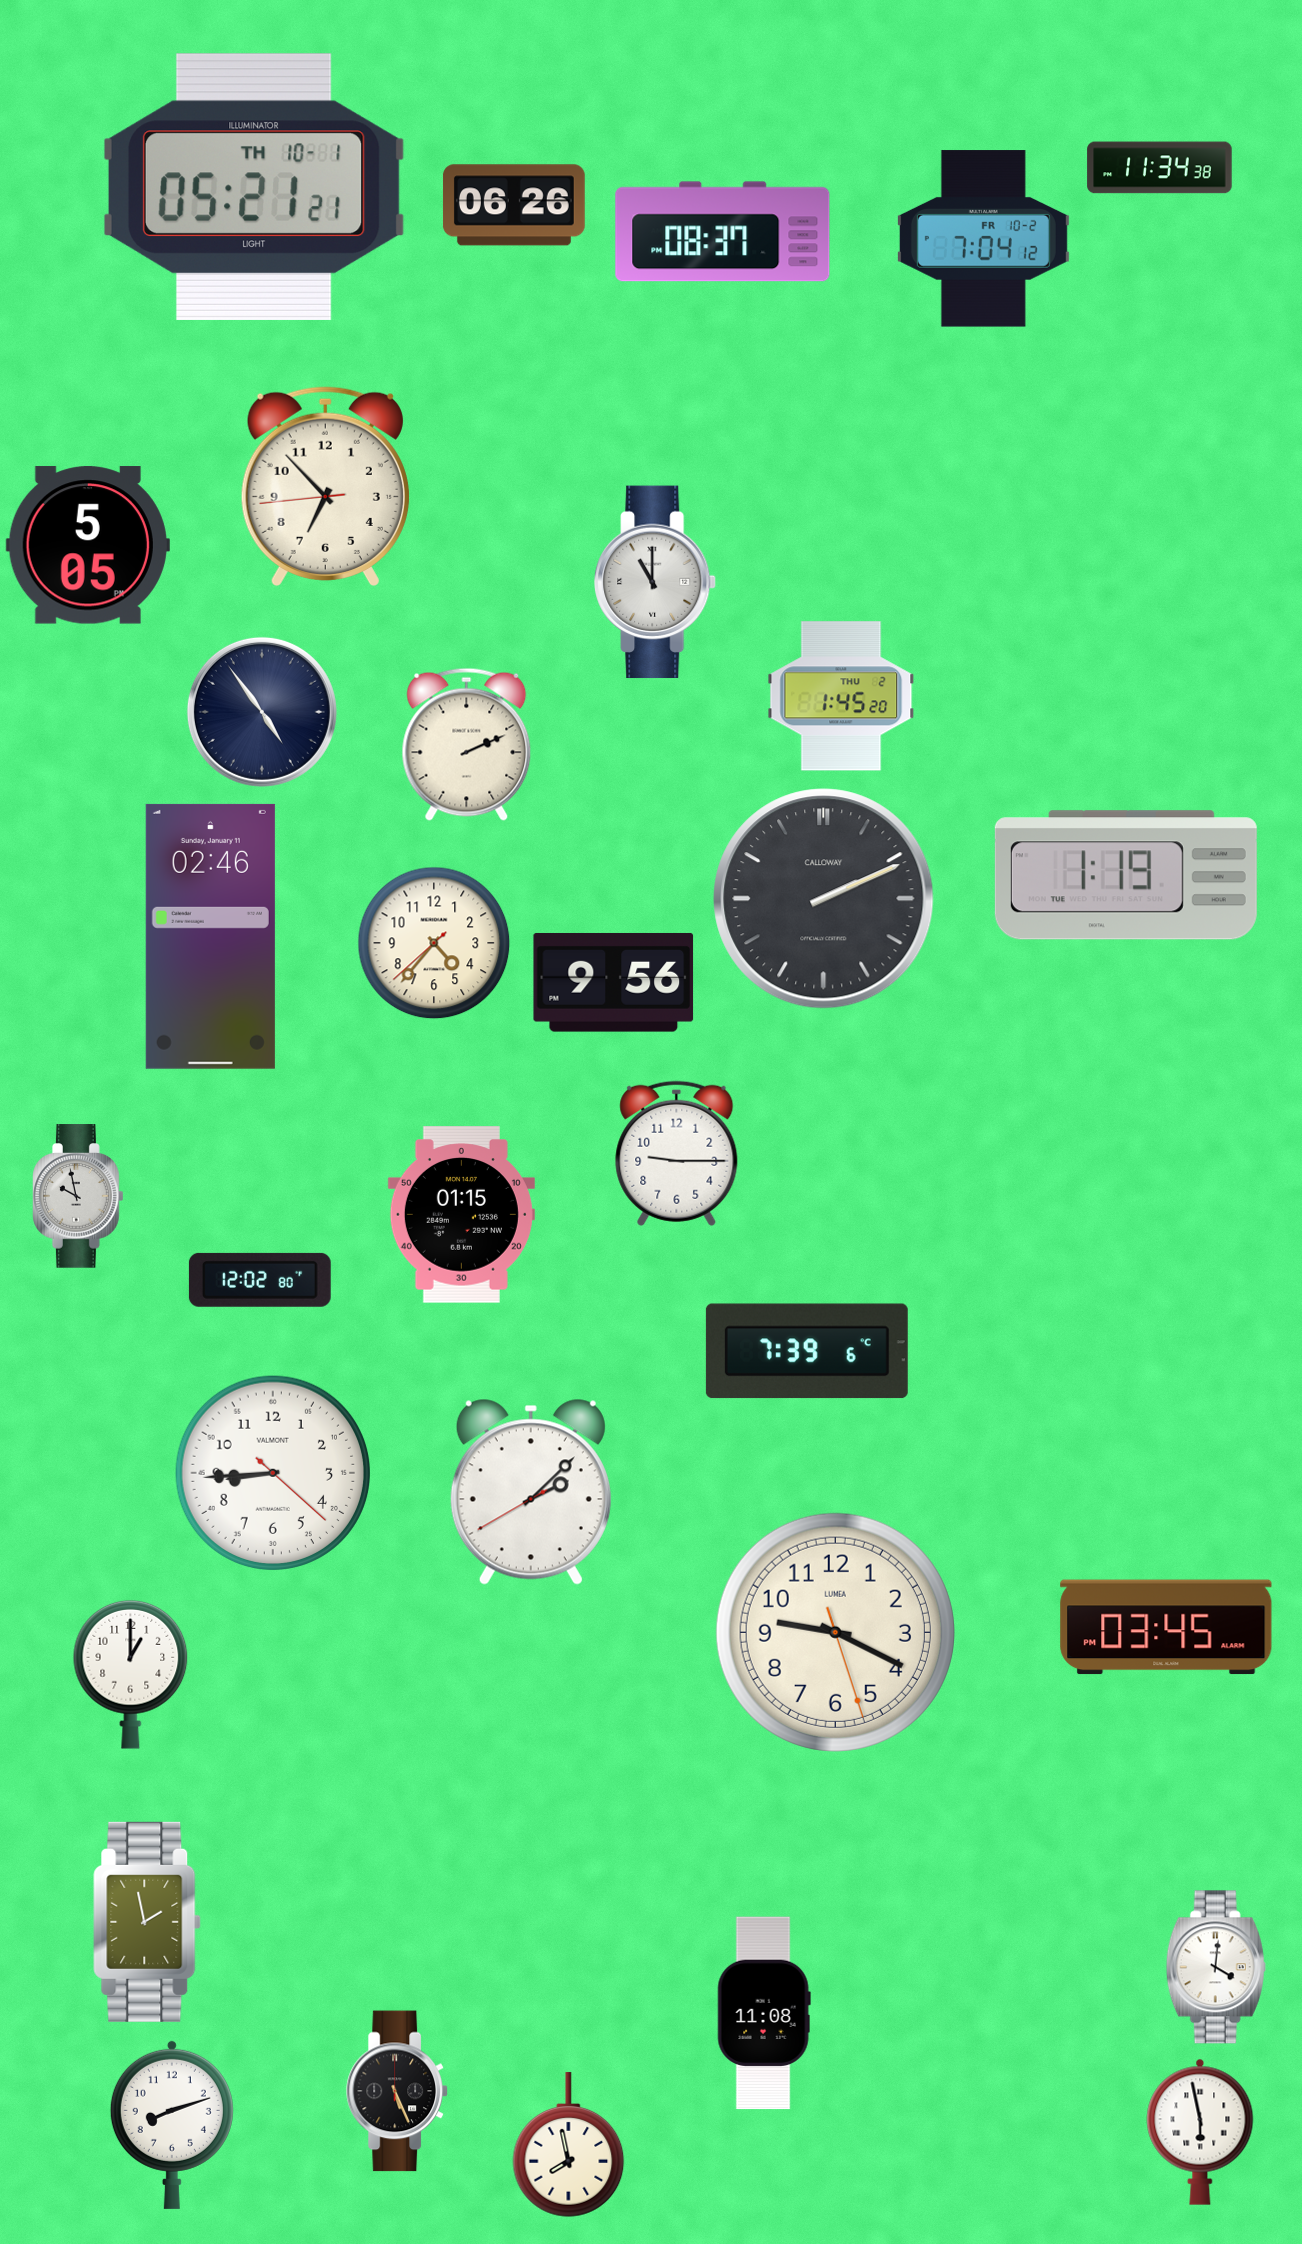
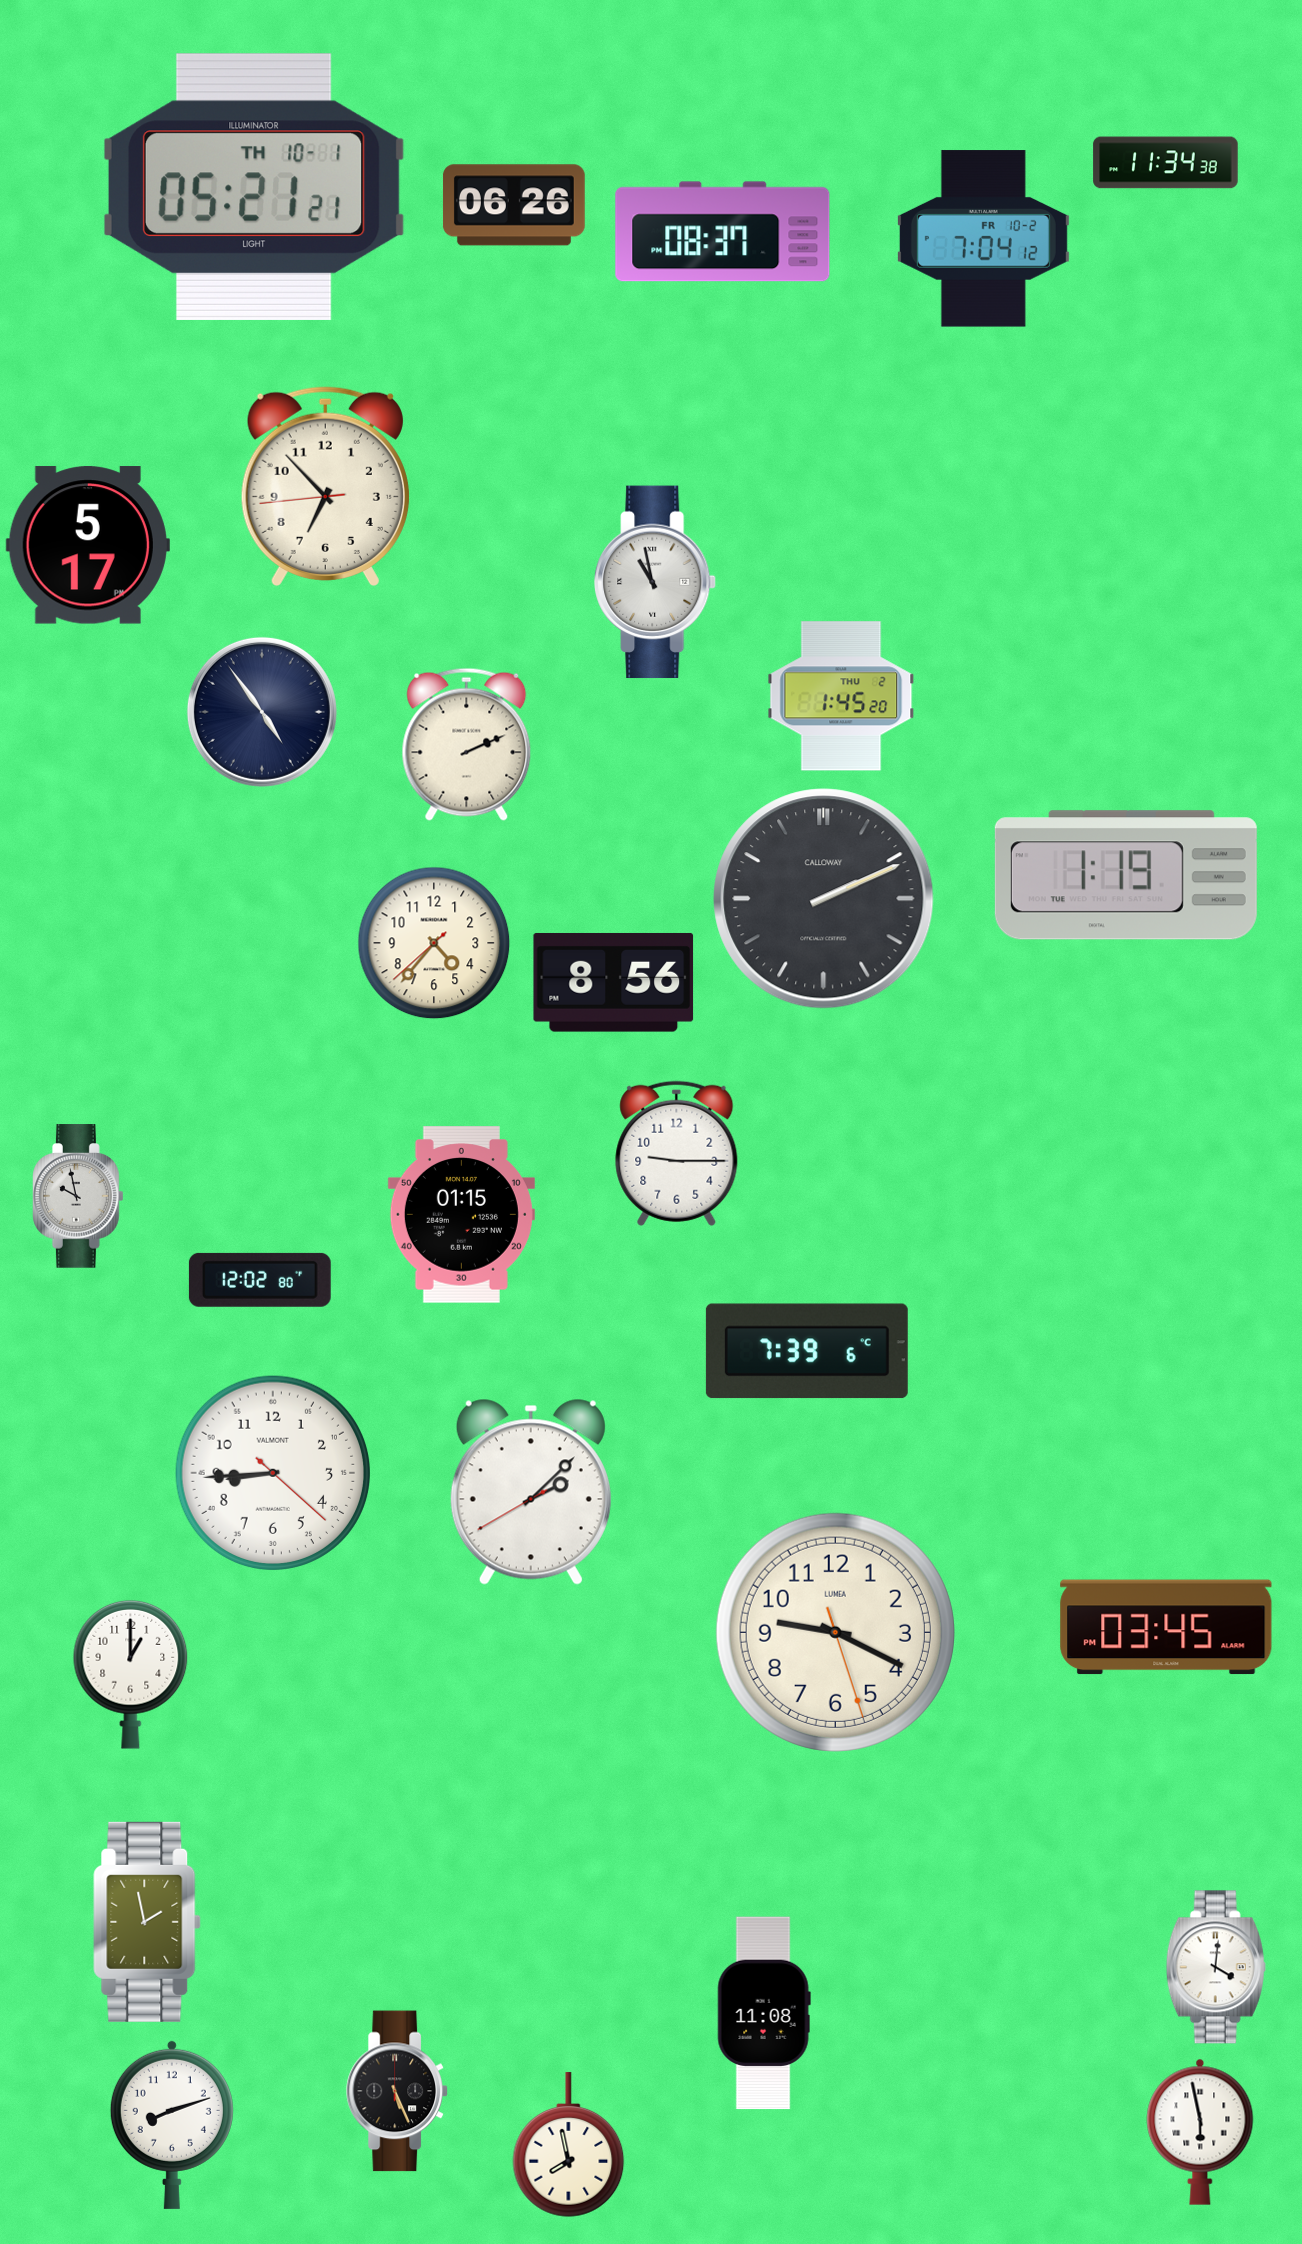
clock at (1160, 168) position: (1160, 168) -> (1166, 163)
clock at (88, 545): 5:05 -> 5:17
clock at (655, 582): 11:00 -> 10:58
clock at (210, 936): 02:46 -> none
clock at (614, 982): 9:56 -> 8:56
